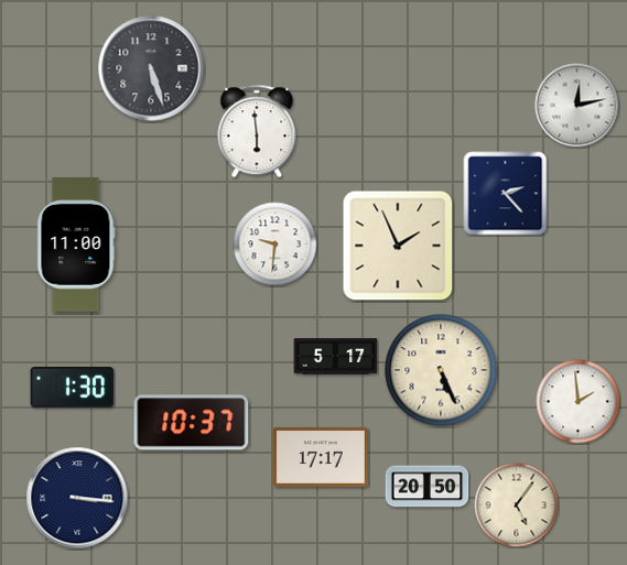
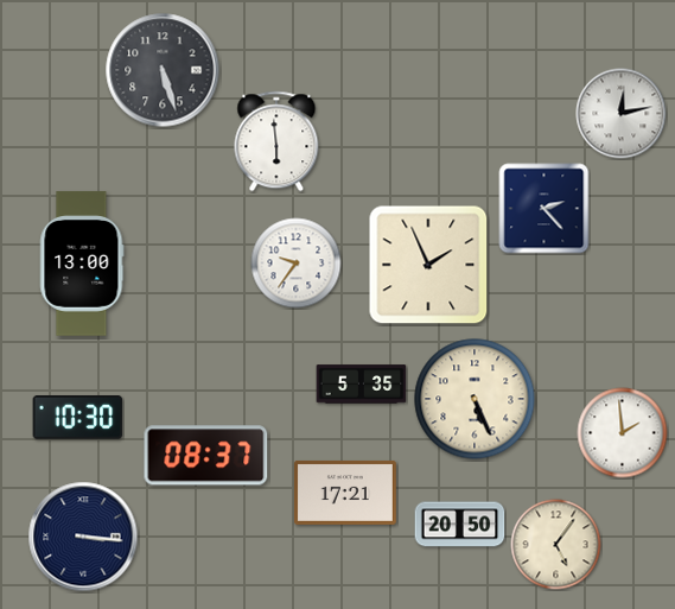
clock at (151, 68) position: (151, 68) -> (163, 70)
clock at (76, 245): 11:00 -> 13:00
clock at (275, 245): 9:31 -> 9:36
clock at (336, 357): 5:17 -> 5:35
clock at (73, 388): 1:30 -> 10:30
clock at (192, 423): 10:37 -> 08:37
clock at (321, 457): 17:17 -> 17:21
